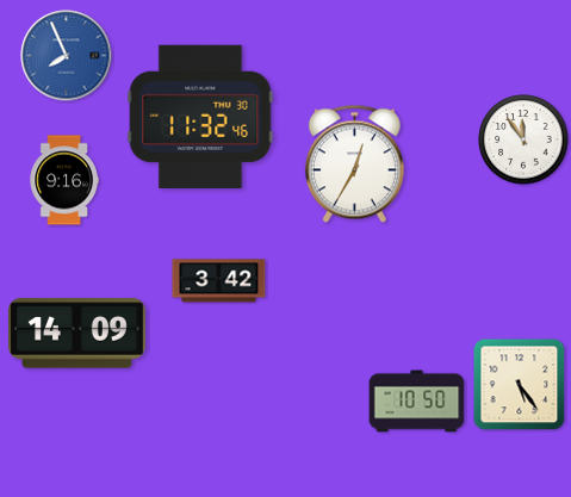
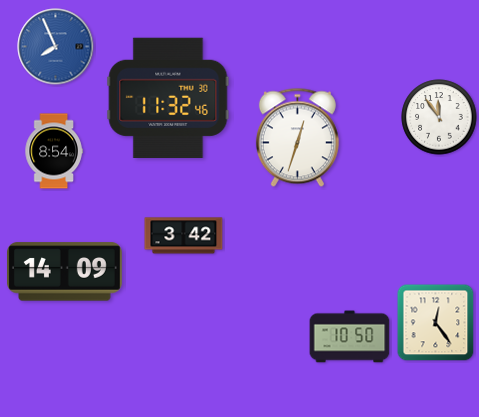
clock at (354, 164): 12:35 -> 12:33
clock at (64, 180): 9:16 -> 8:54
clock at (77, 334) position: (77, 334) -> (65, 272)
clock at (520, 385): 5:24 -> 12:24
